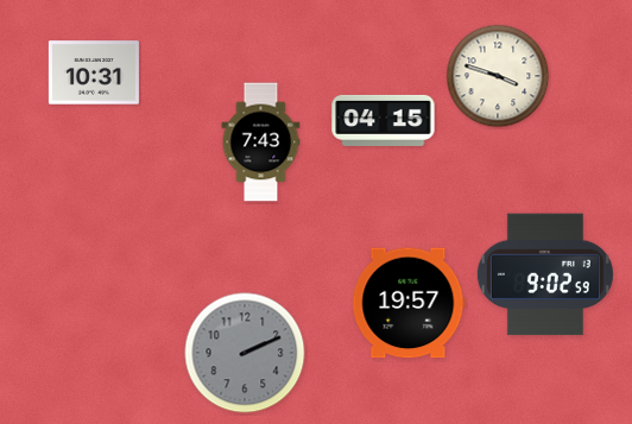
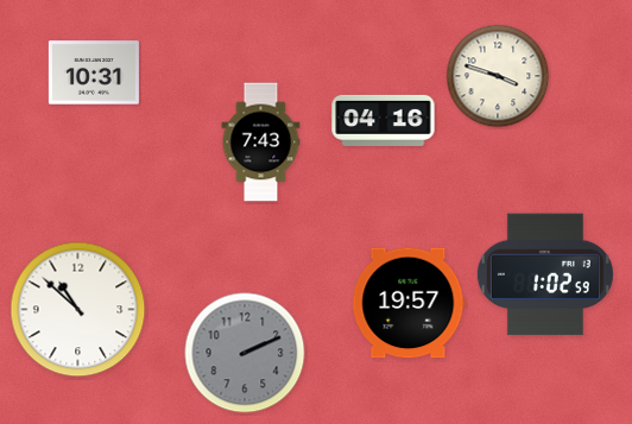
clock at (384, 120): 04:15 -> 04:16
clock at (545, 274): 9:02 -> 1:02
clock at (78, 310): none -> 10:52
